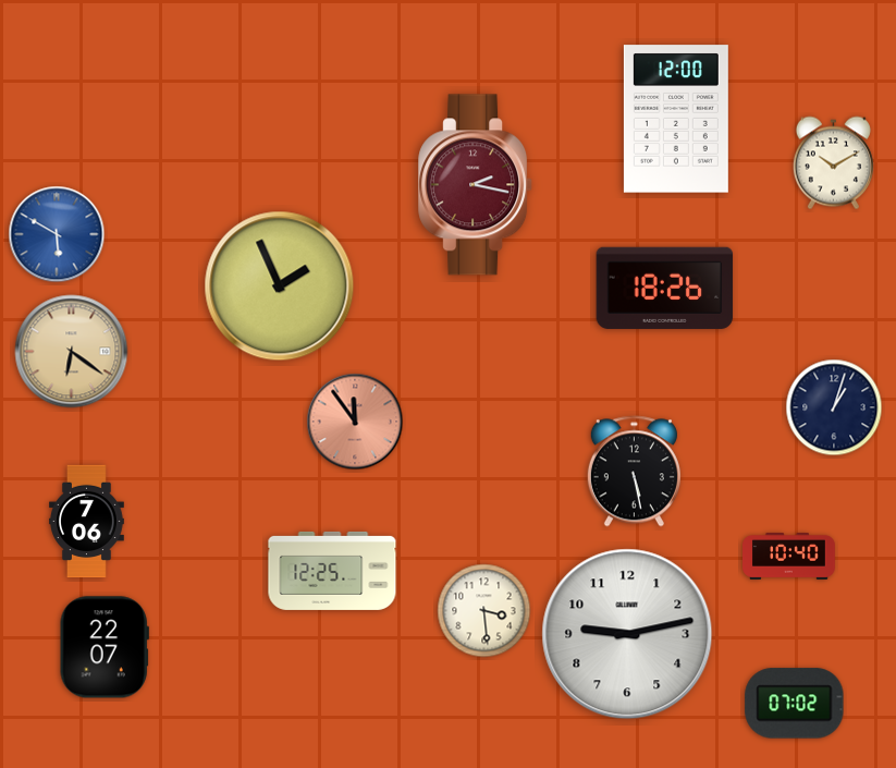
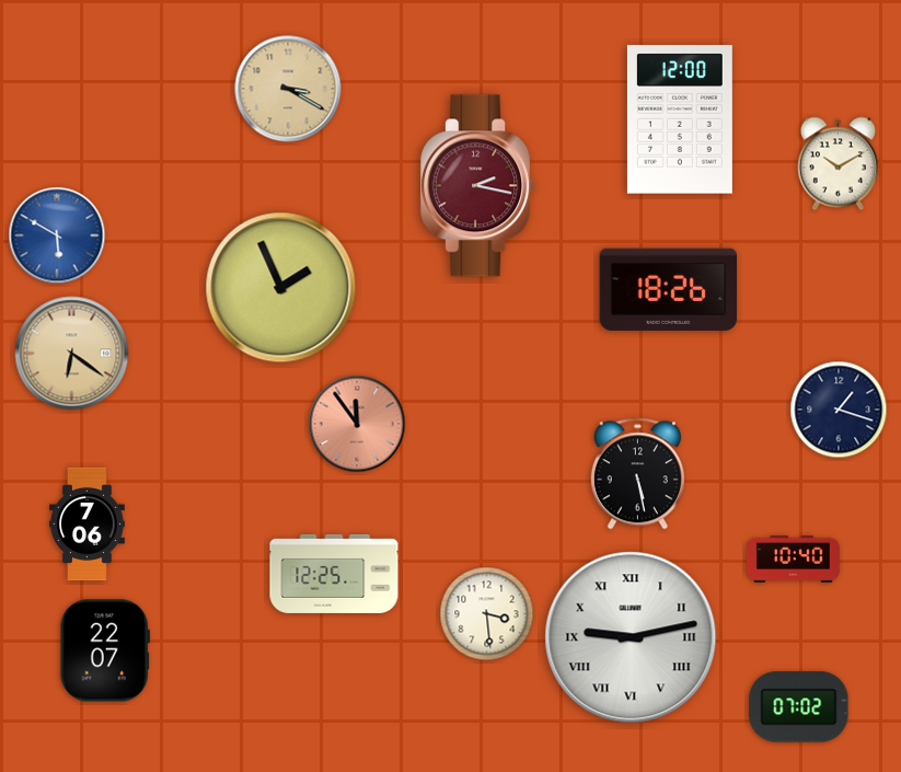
clock at (288, 89): none -> 3:20
clock at (834, 407): 1:03 -> 1:18
clock at (627, 634) numerals: Arabic -> Roman
